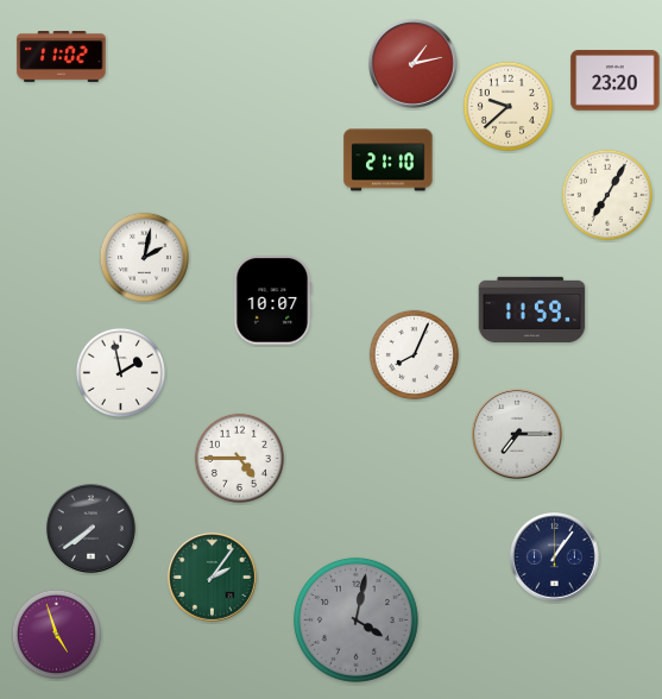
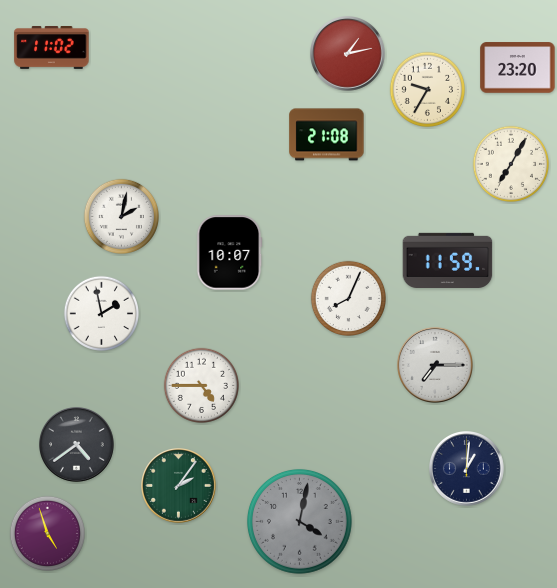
clock at (507, 106): 9:38 -> 9:35
clock at (389, 160): 21:10 -> 21:08
clock at (92, 529): 7:39 -> 4:39
clock at (555, 558): 1:06 -> 1:01
